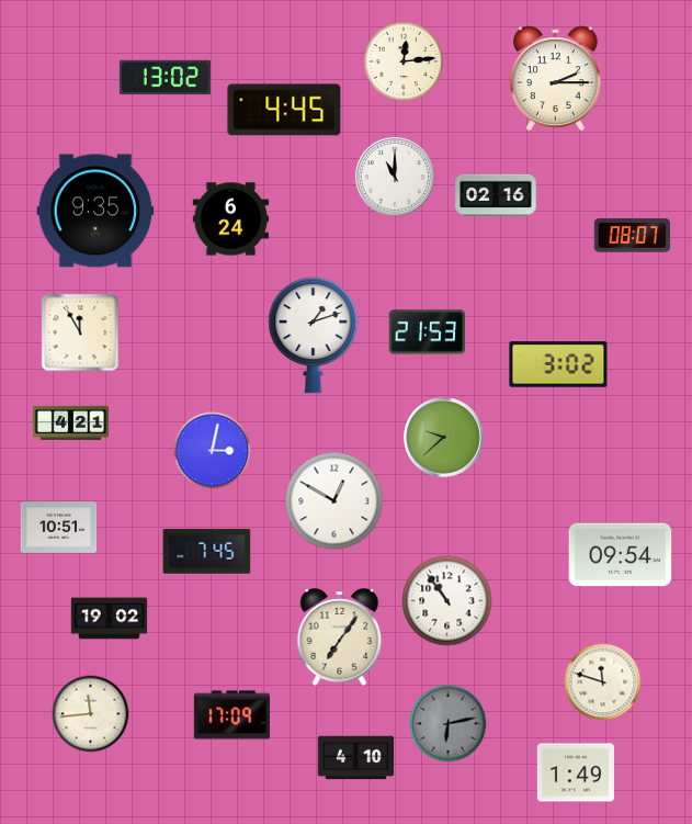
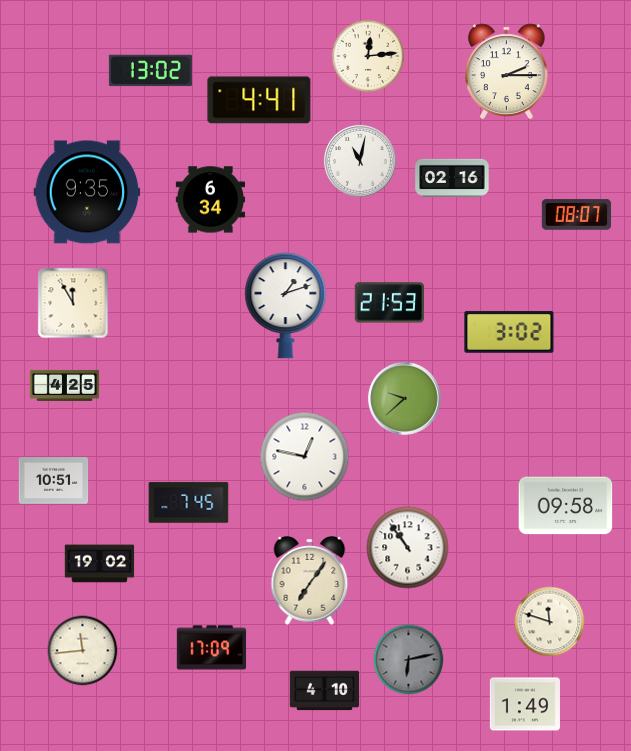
clock at (284, 110): 4:45 -> 4:41
clock at (395, 177): 11:00 -> 11:02
clock at (231, 219): 6:24 -> 6:34
clock at (71, 422): 4:21 -> 4:25
clock at (213, 451): 3:02 -> none
clock at (334, 501): 12:50 -> 12:47
clock at (621, 555): 09:54 -> 09:58
clock at (232, 715) position: (232, 715) -> (212, 648)
